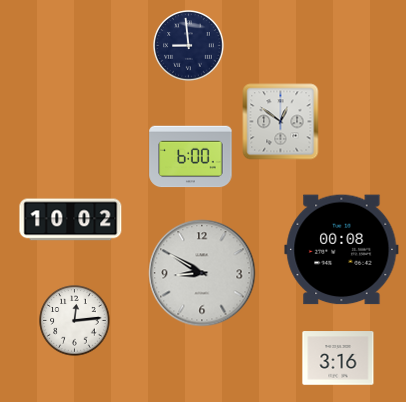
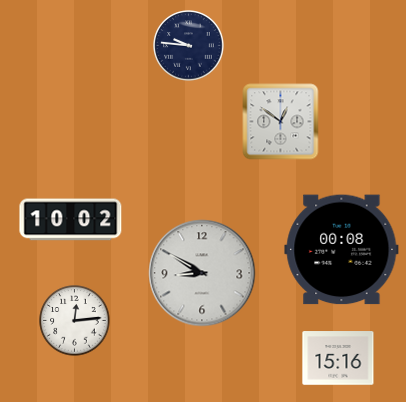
clock at (189, 46): 8:59 -> 9:46
clock at (191, 157): 6:00 -> none
clock at (338, 358): 3:16 -> 15:16
